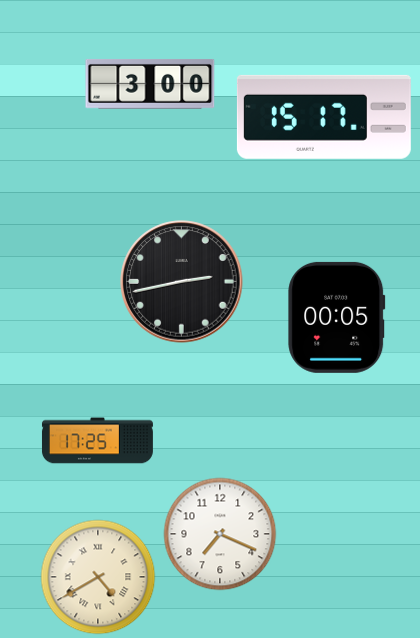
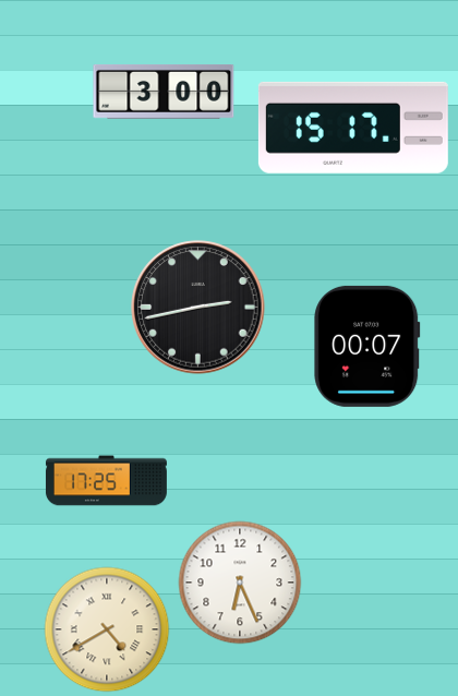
clock at (337, 317): 00:05 -> 00:07
clock at (220, 534): 7:19 -> 6:26
